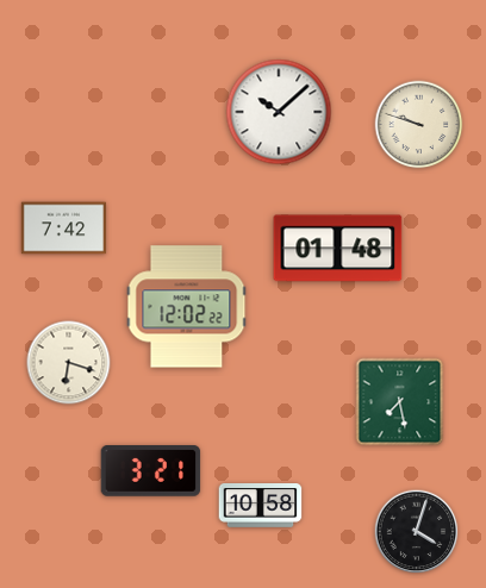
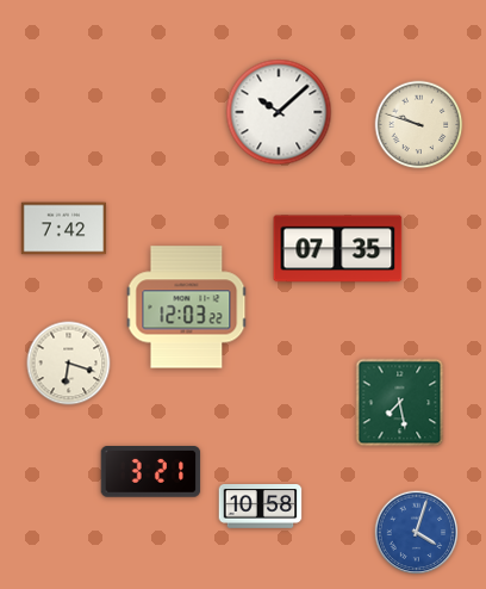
clock at (338, 249): 01:48 -> 07:35
clock at (187, 307): 12:02 -> 12:03
clock at (417, 532) dial: black -> blue
